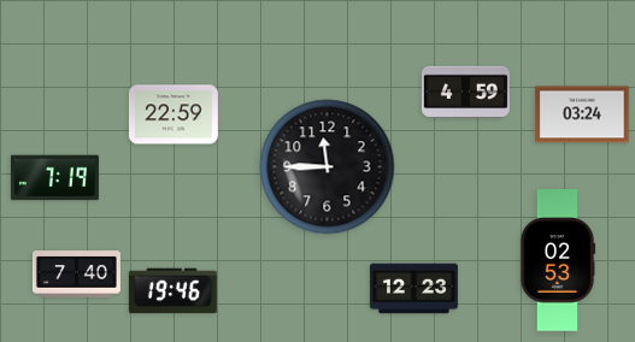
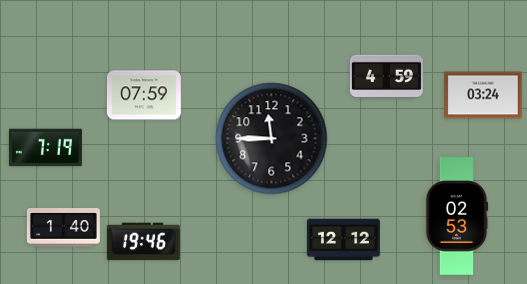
clock at (174, 114): 22:59 -> 07:59
clock at (558, 260) position: (558, 260) -> (457, 216)
clock at (76, 275): 7:40 -> 1:40
clock at (413, 289): 12:23 -> 12:12
